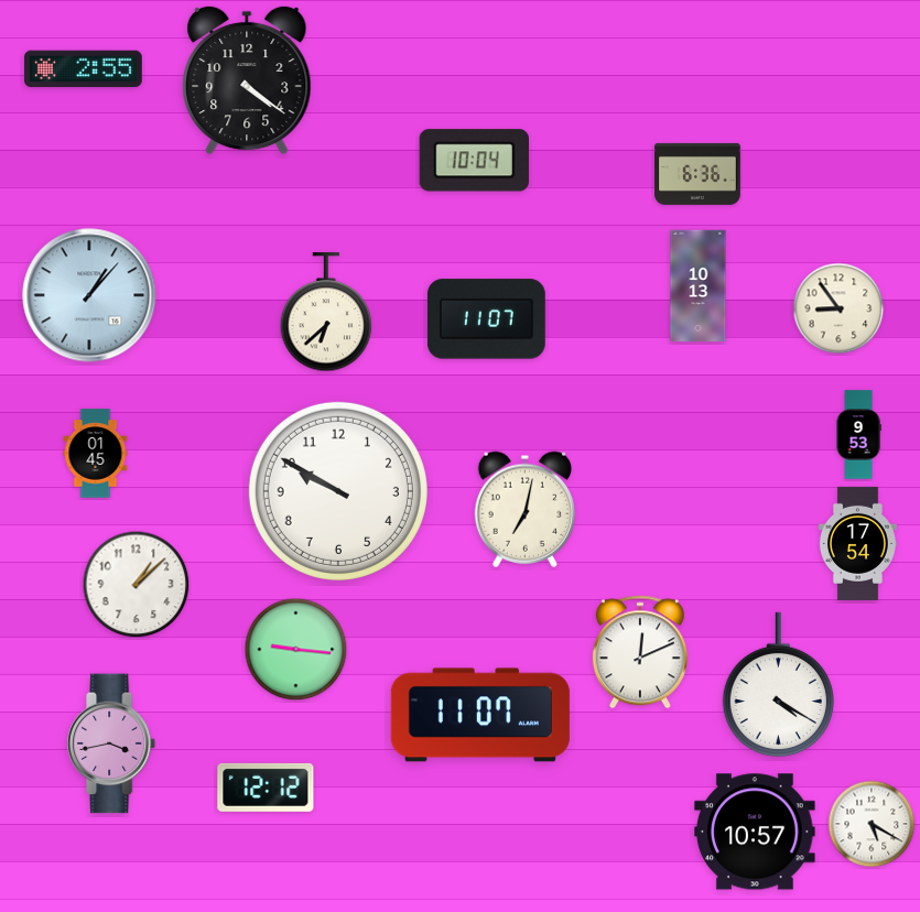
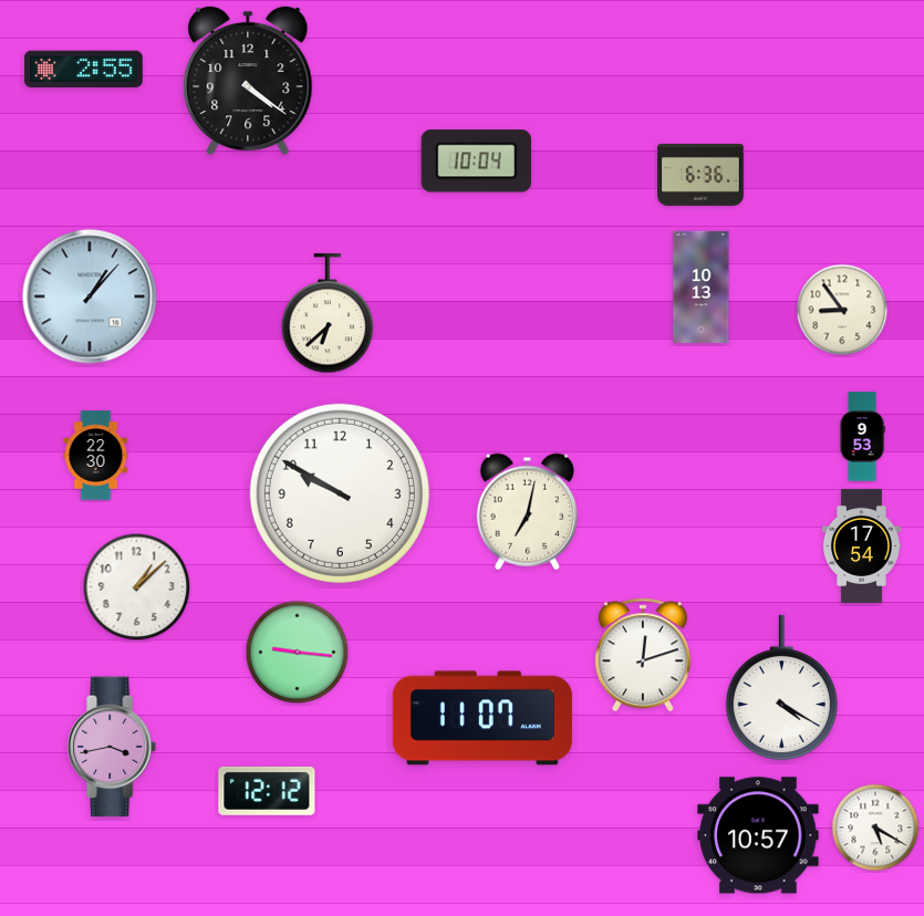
clock at (486, 319): 11:07 -> none
clock at (96, 454): 01:45 -> 22:30
clock at (640, 652): 12:11 -> 12:12
